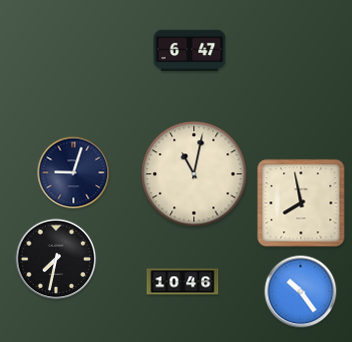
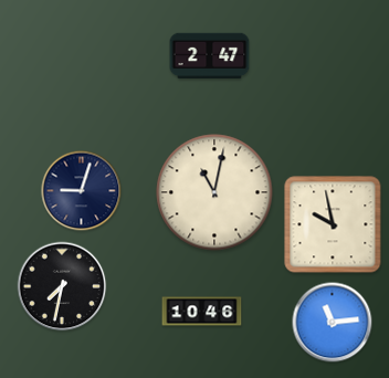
clock at (190, 51): 6:47 -> 2:47
clock at (301, 203): 7:58 -> 9:58
clock at (301, 292): 10:24 -> 11:14
